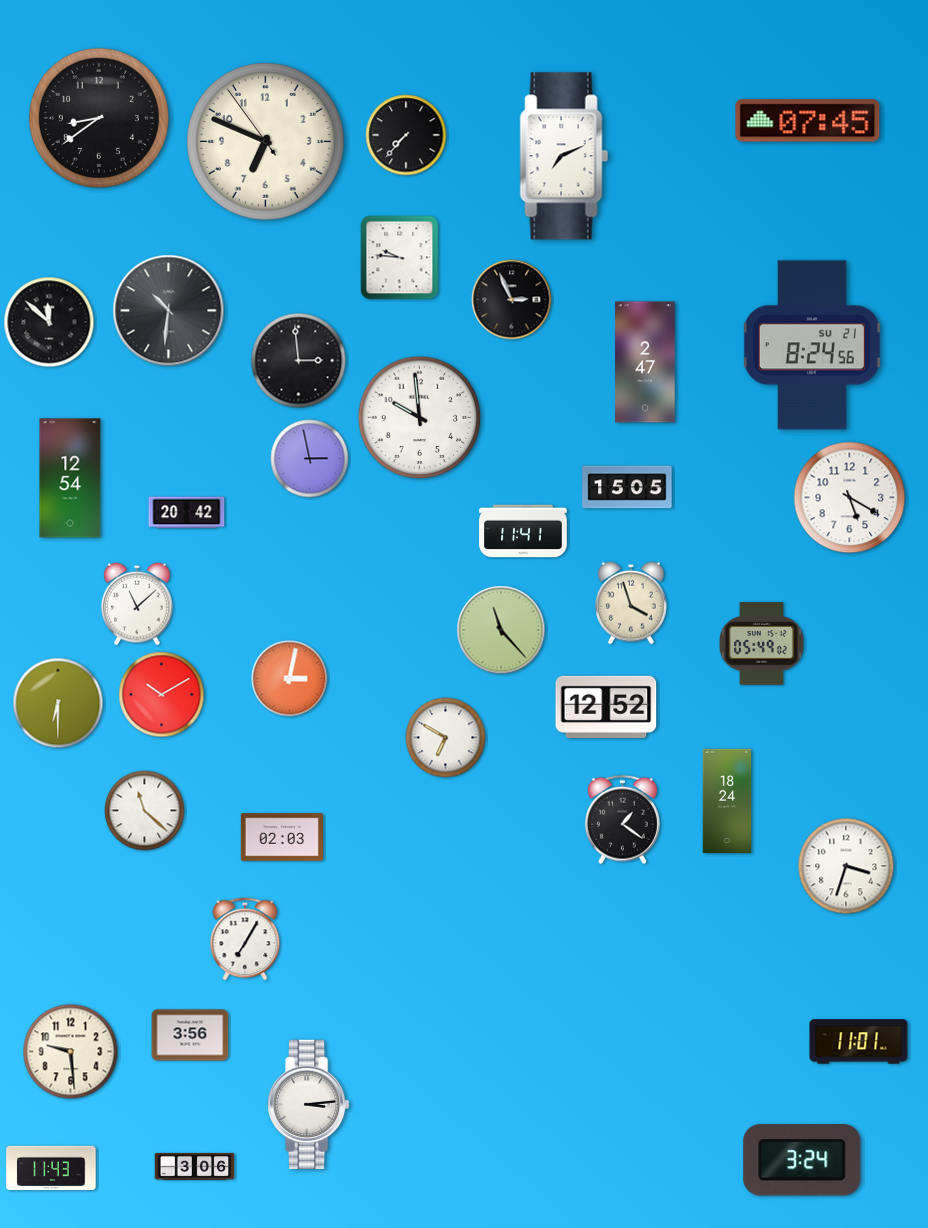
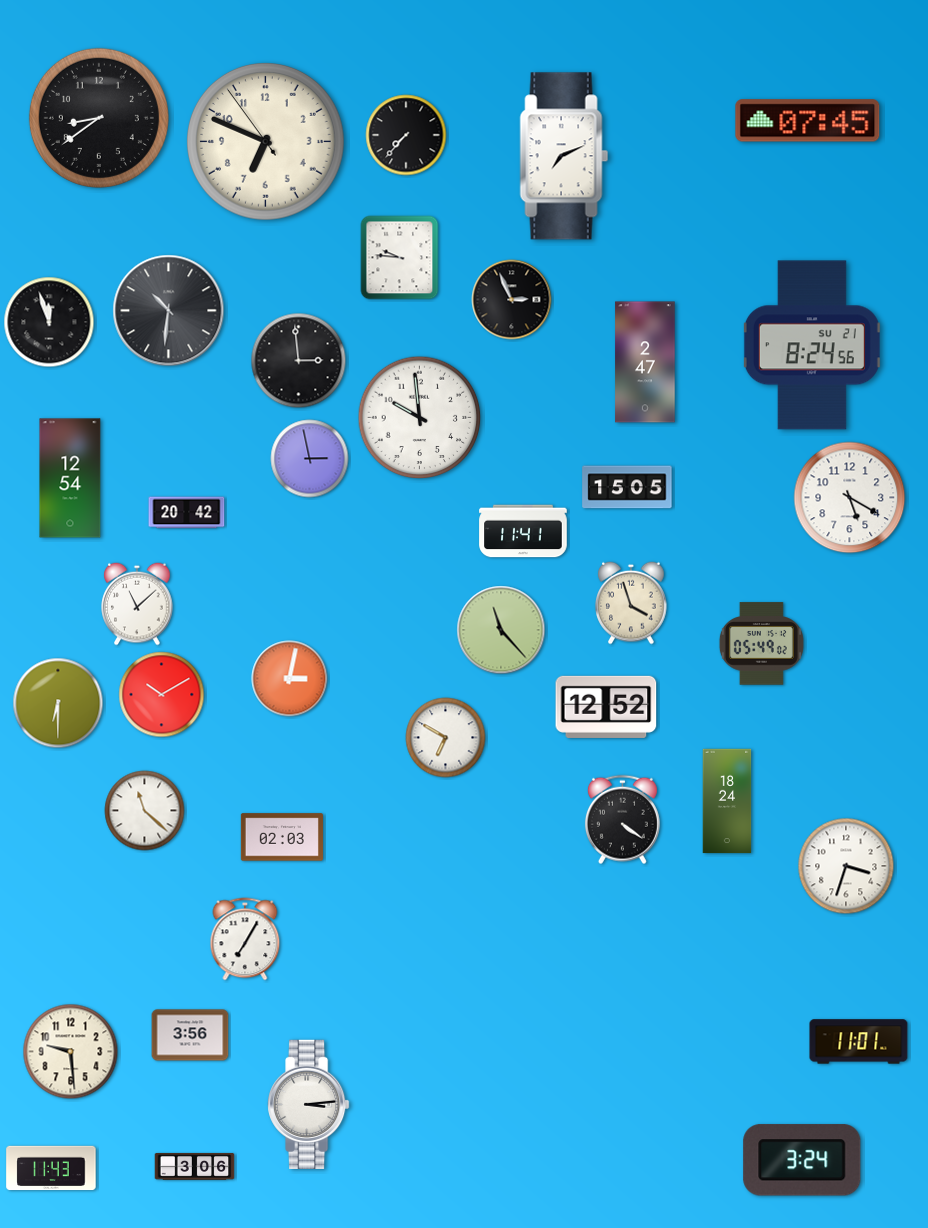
clock at (49, 322): 11:52 -> 11:57
clock at (622, 820): 1:21 -> 4:21
